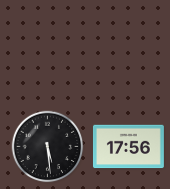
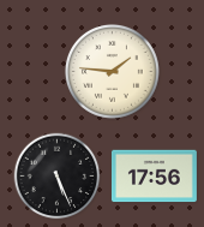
clock at (112, 71): none -> 1:46
clock at (48, 147): 5:29 -> 5:26
